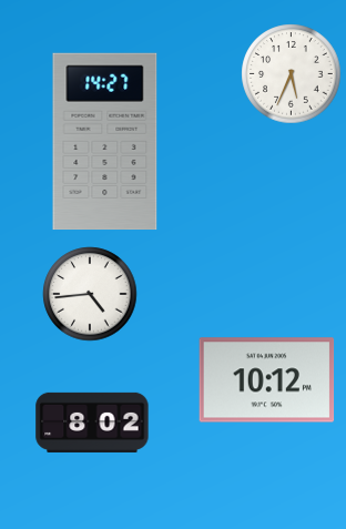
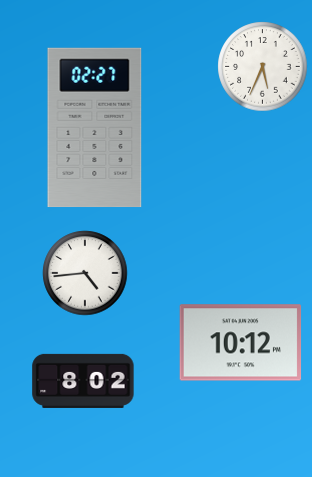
clock at (105, 142): 14:27 -> 02:27
clock at (90, 294) position: (90, 294) -> (85, 273)
